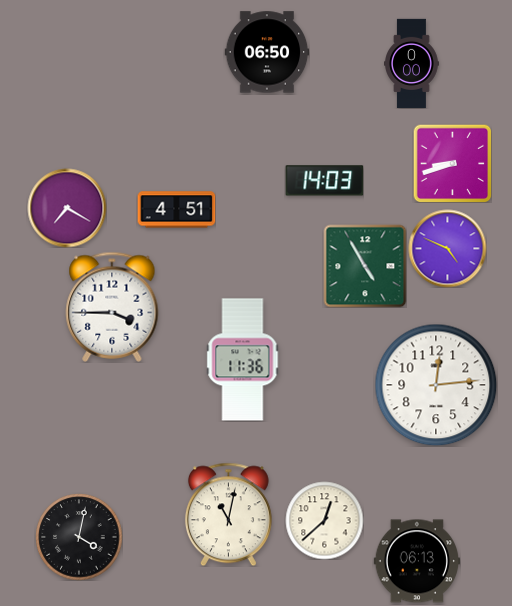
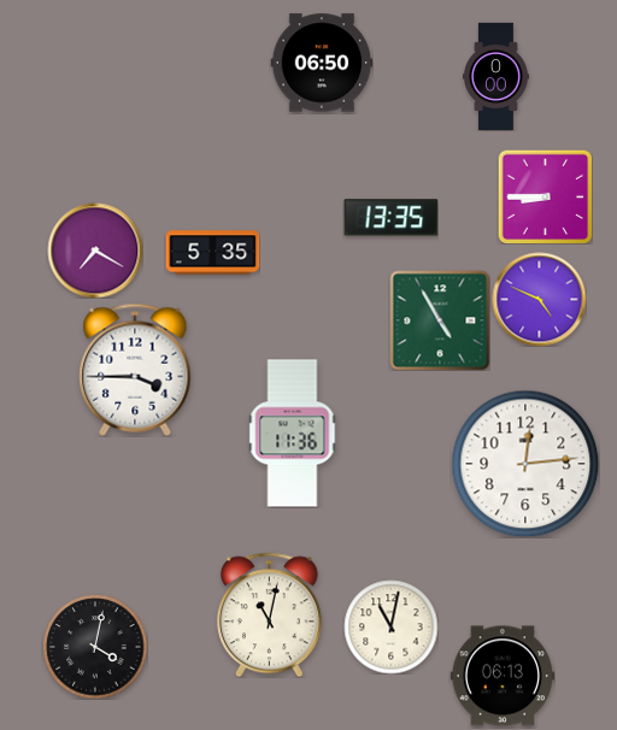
clock at (452, 163): 8:42 -> 8:45
clock at (324, 181): 14:03 -> 13:35
clock at (67, 208) position: (67, 208) -> (95, 251)
clock at (176, 210): 4:51 -> 5:35
clock at (228, 514) position: (228, 514) -> (269, 614)
clock at (324, 520): 12:38 -> 11:02
